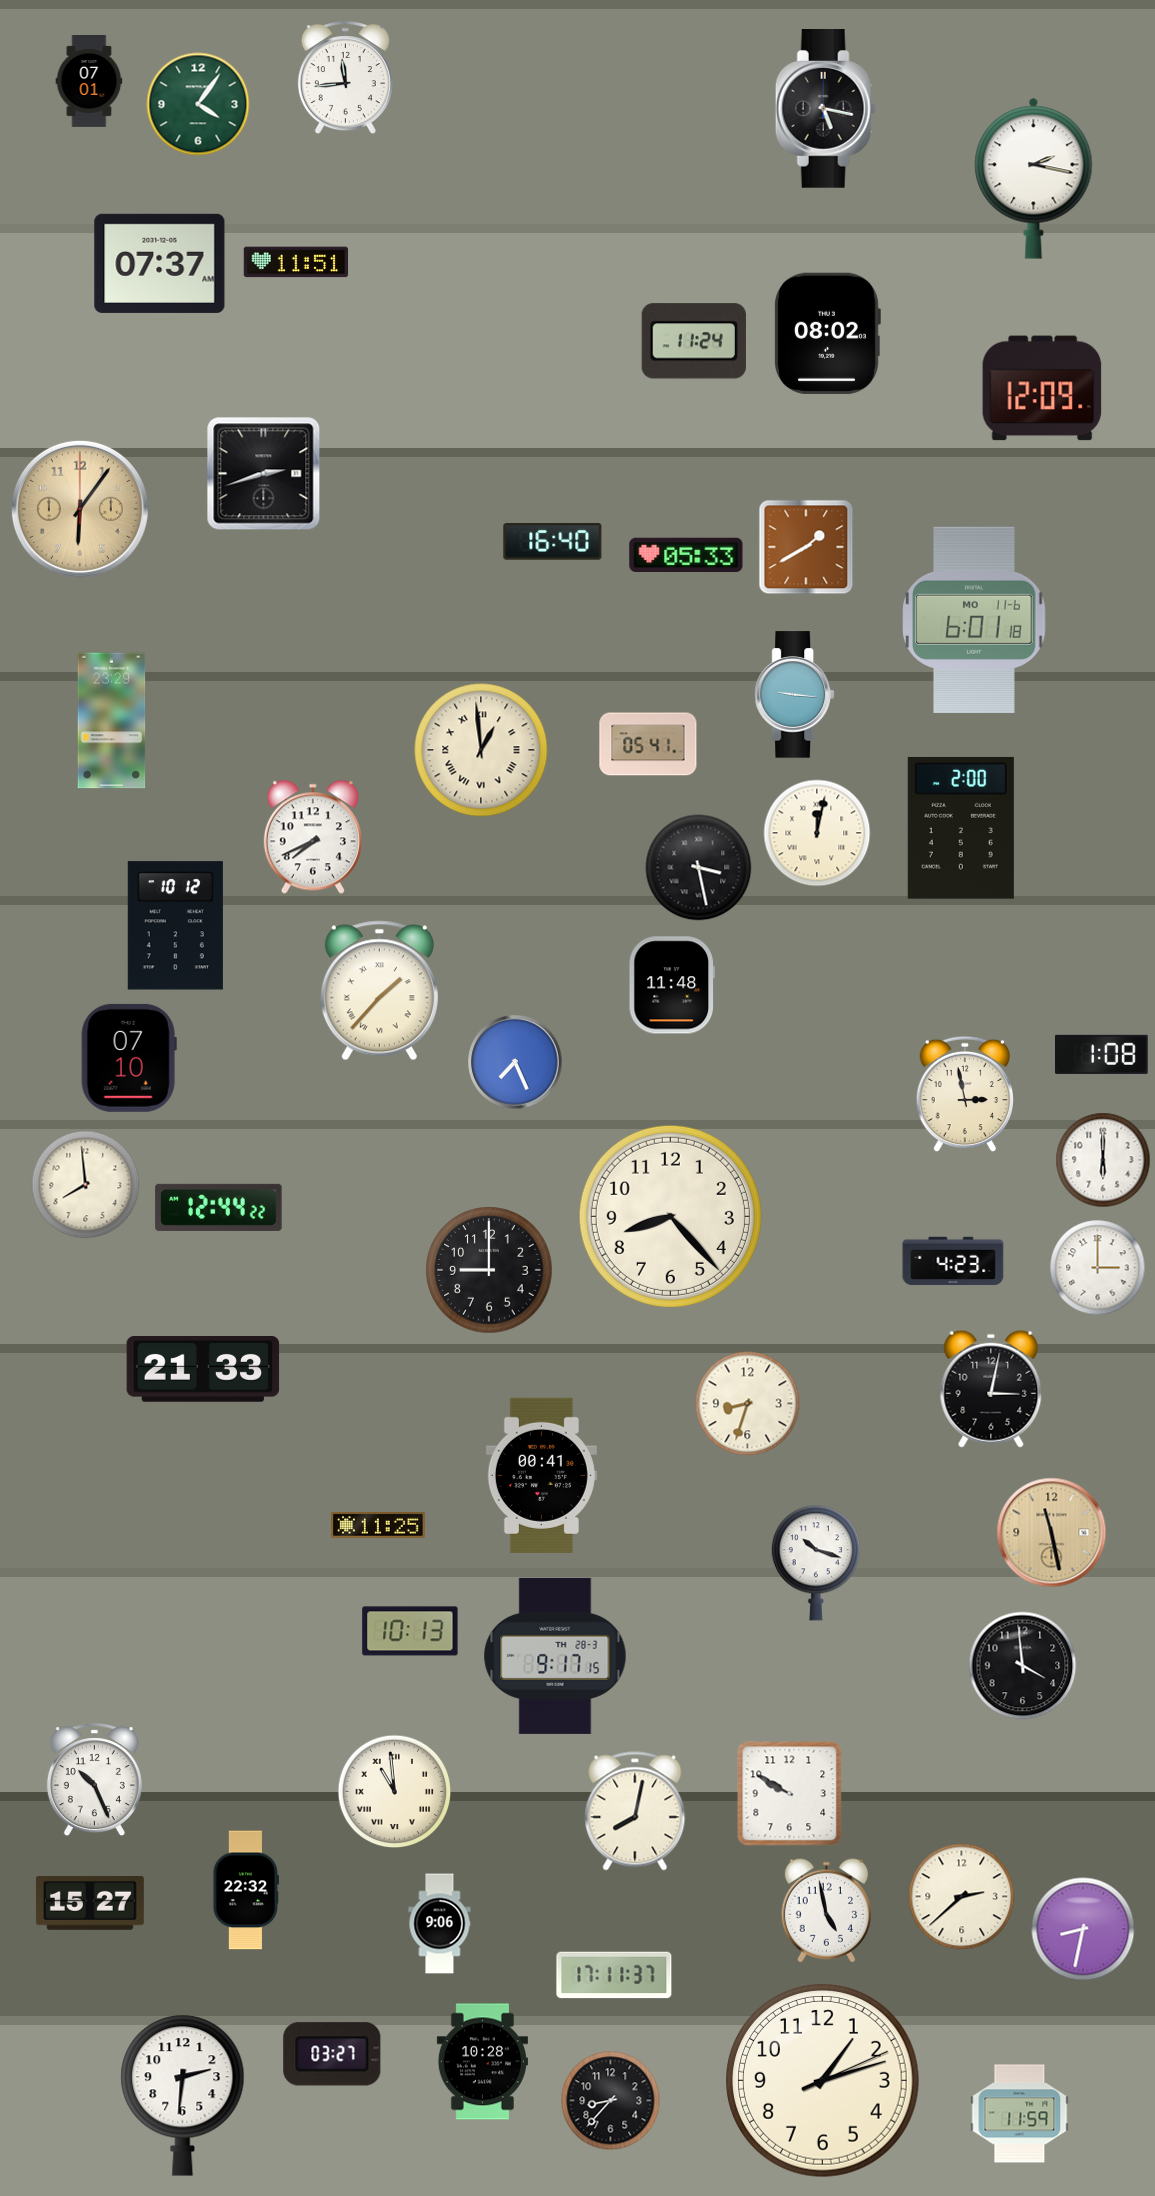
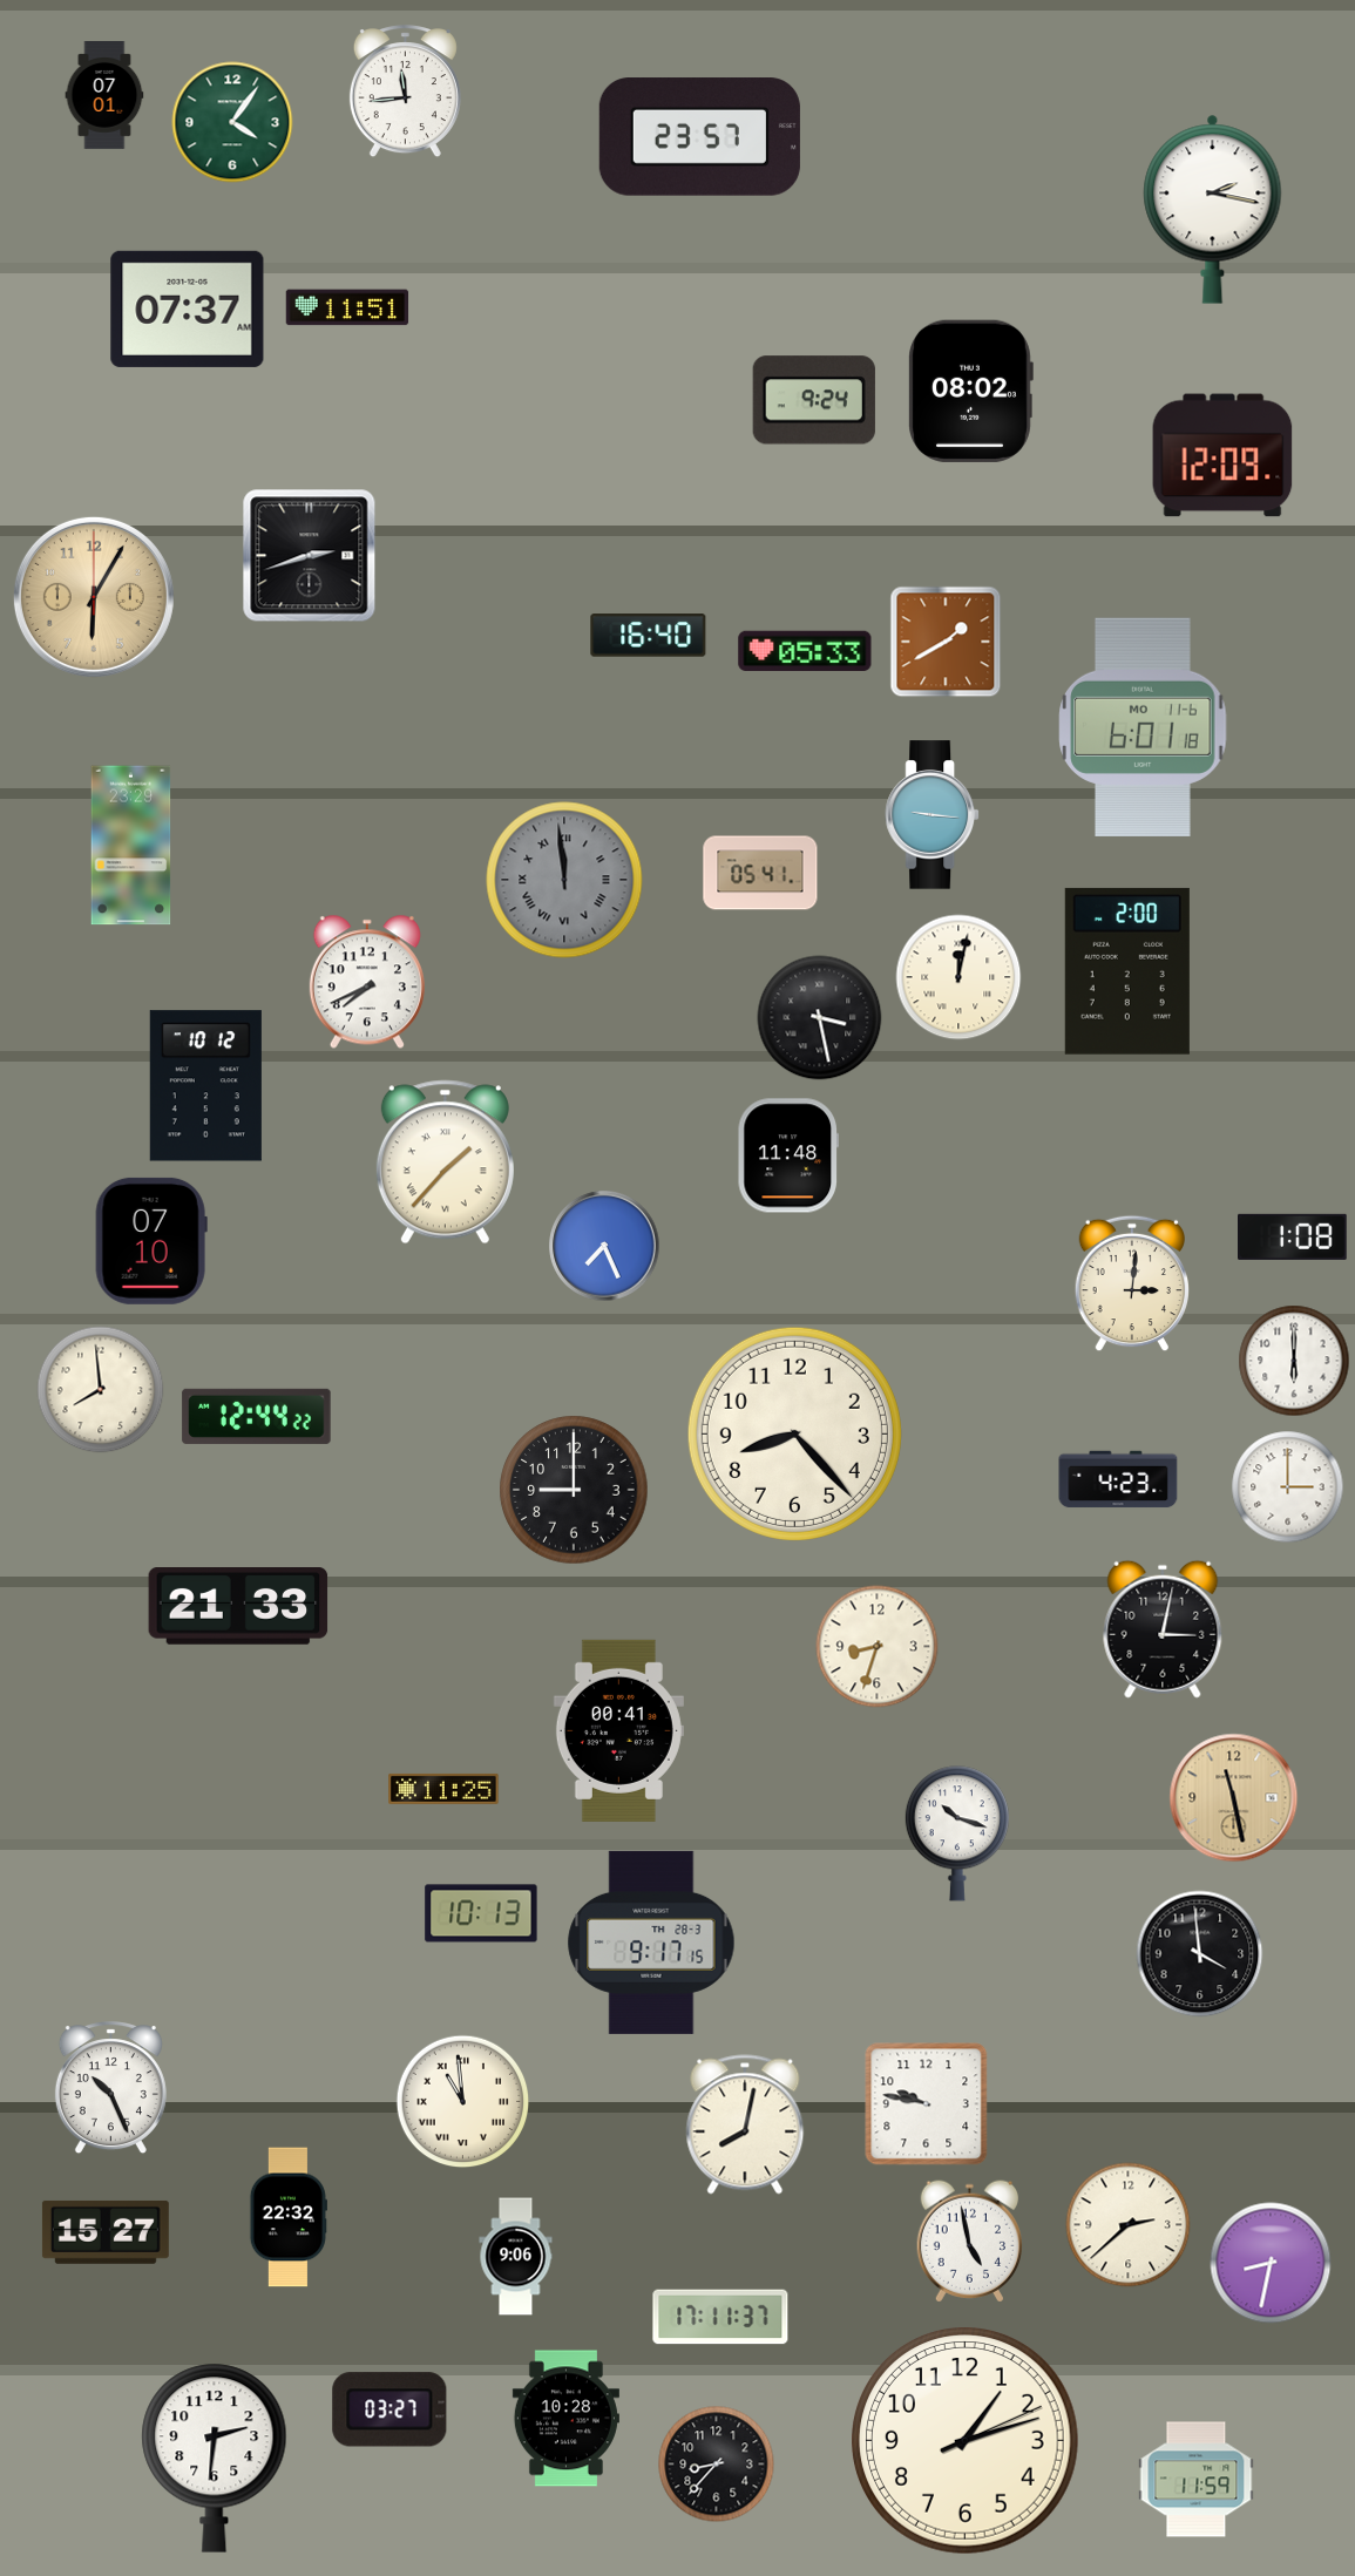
clock at (825, 109): 5:17 -> none
clock at (699, 137): none -> 23:57
clock at (694, 341): 11:24 -> 9:24
clock at (80, 509): 6:06 -> 6:05
clock at (481, 750): 12:59 -> 11:59
clock at (481, 750) dial: cream -> grey
clock at (965, 1094): 2:58 -> 3:01
clock at (670, 1216) position: (670, 1216) -> (794, 1433)
clock at (541, 1475) position: (541, 1475) -> (618, 1730)
clock at (790, 1794): 9:50 -> 9:47
